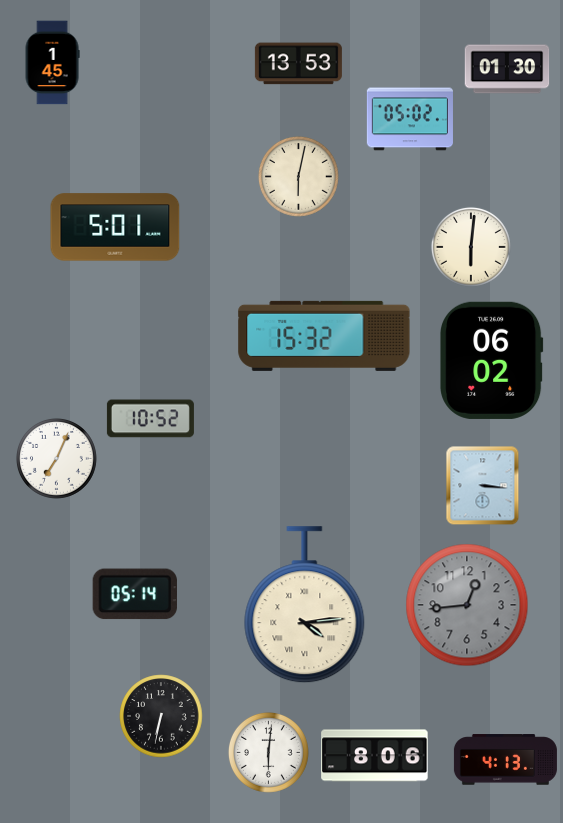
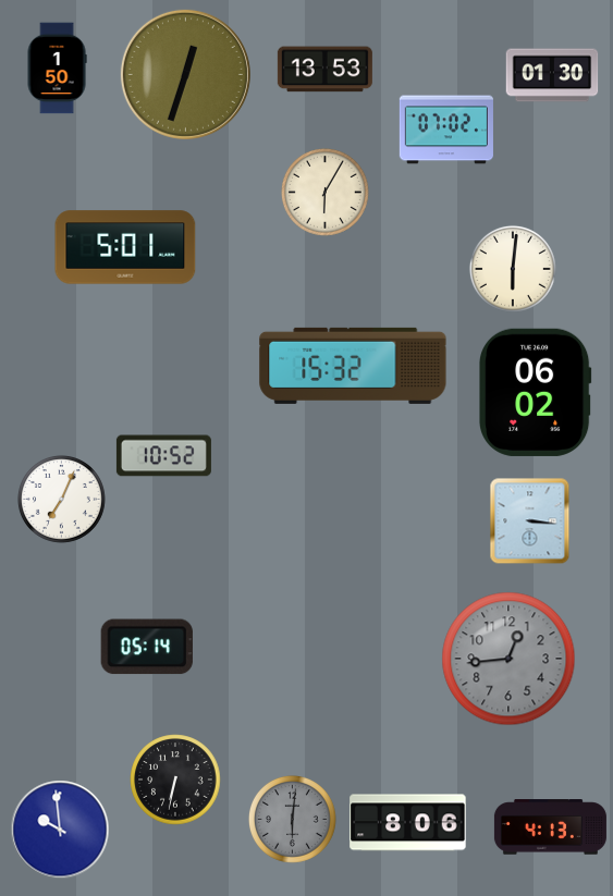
clock at (52, 63): 1:45 -> 1:50
clock at (185, 74): none -> 12:33
clock at (410, 119): 05:02 -> 07:02
clock at (298, 176): 6:02 -> 6:05
clock at (483, 486) position: (483, 486) -> (530, 521)
clock at (305, 605): 4:14 -> none
clock at (268, 752) dial: white -> grey
clock at (60, 830): none -> 9:59
